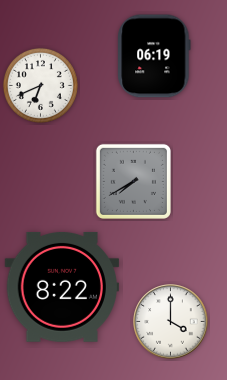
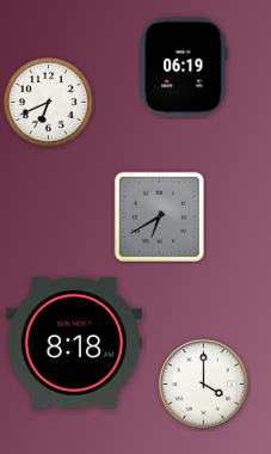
clock at (133, 181): 7:40 -> 6:40
clock at (62, 287): 8:22 -> 8:18
